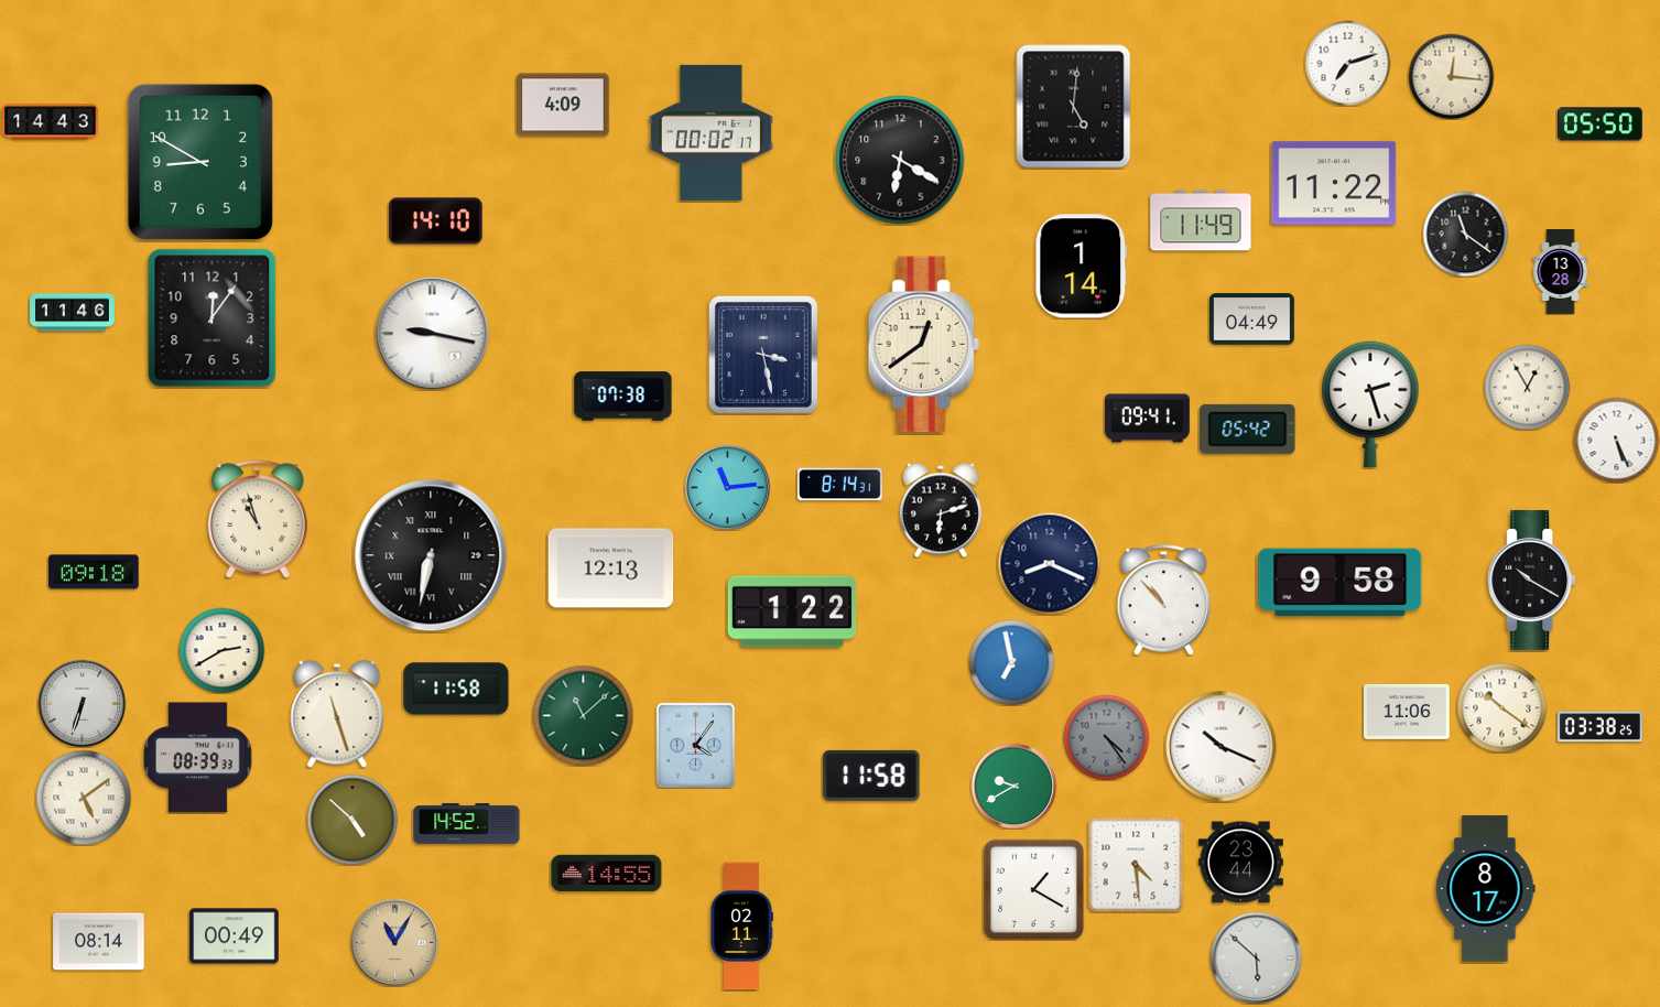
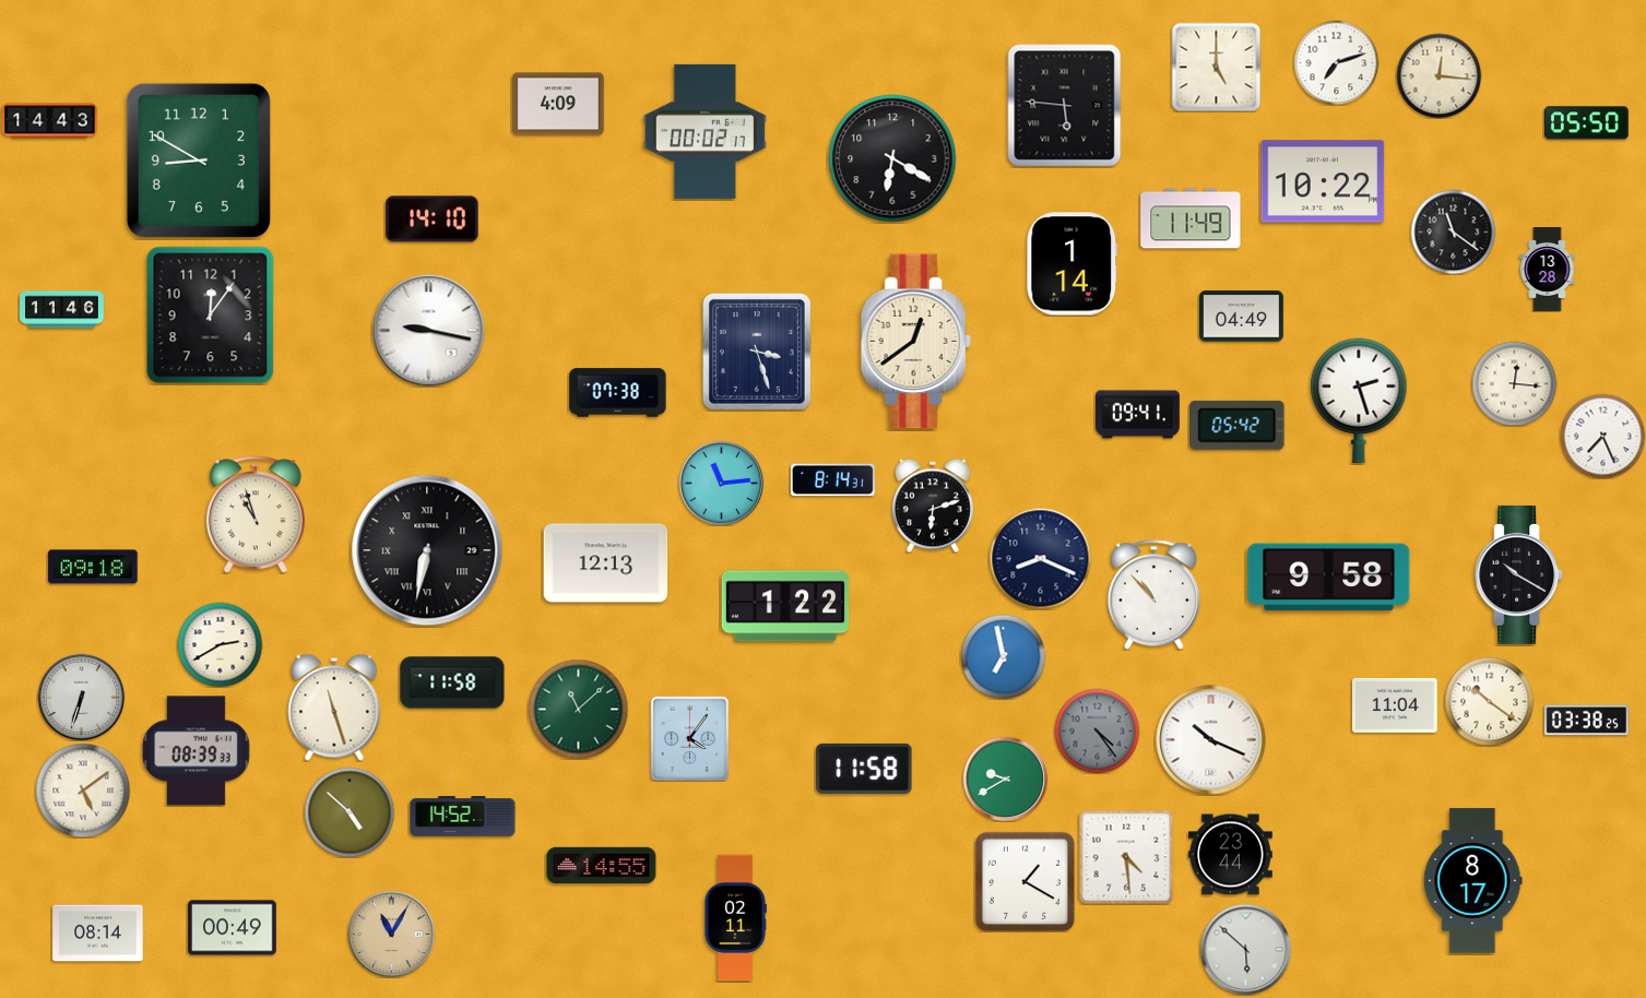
clock at (1216, 67): none -> 5:00
clock at (1074, 107): 5:01 -> 5:46
clock at (1334, 183): 11:22 -> 10:22
clock at (73, 313) position: (73, 313) -> (62, 310)
clock at (763, 355): 3:28 -> 3:27
clock at (1527, 387): 12:55 -> 12:16
clock at (1616, 440): 5:26 -> 7:26
clock at (1408, 712): 11:06 -> 11:04
